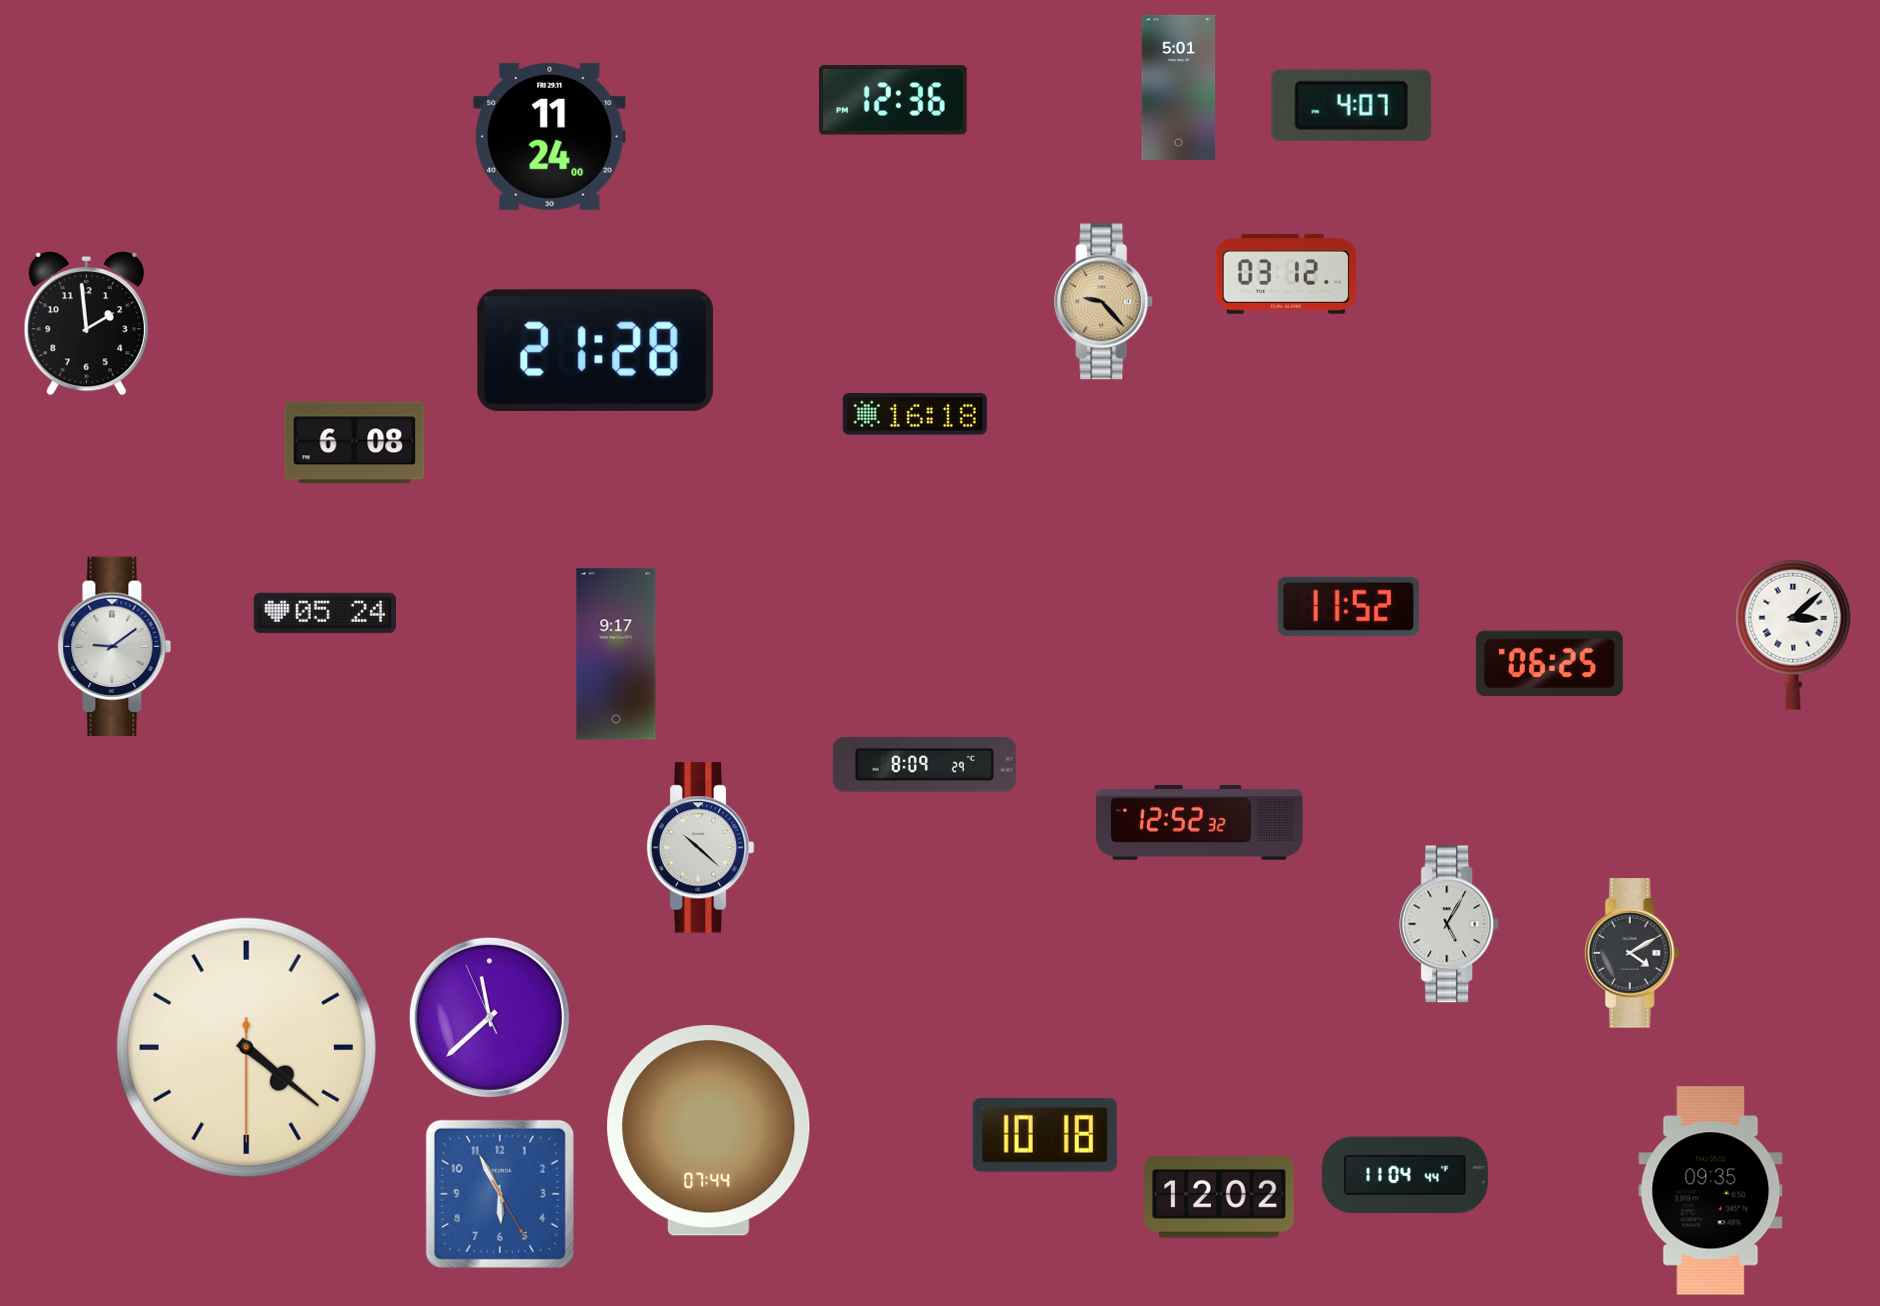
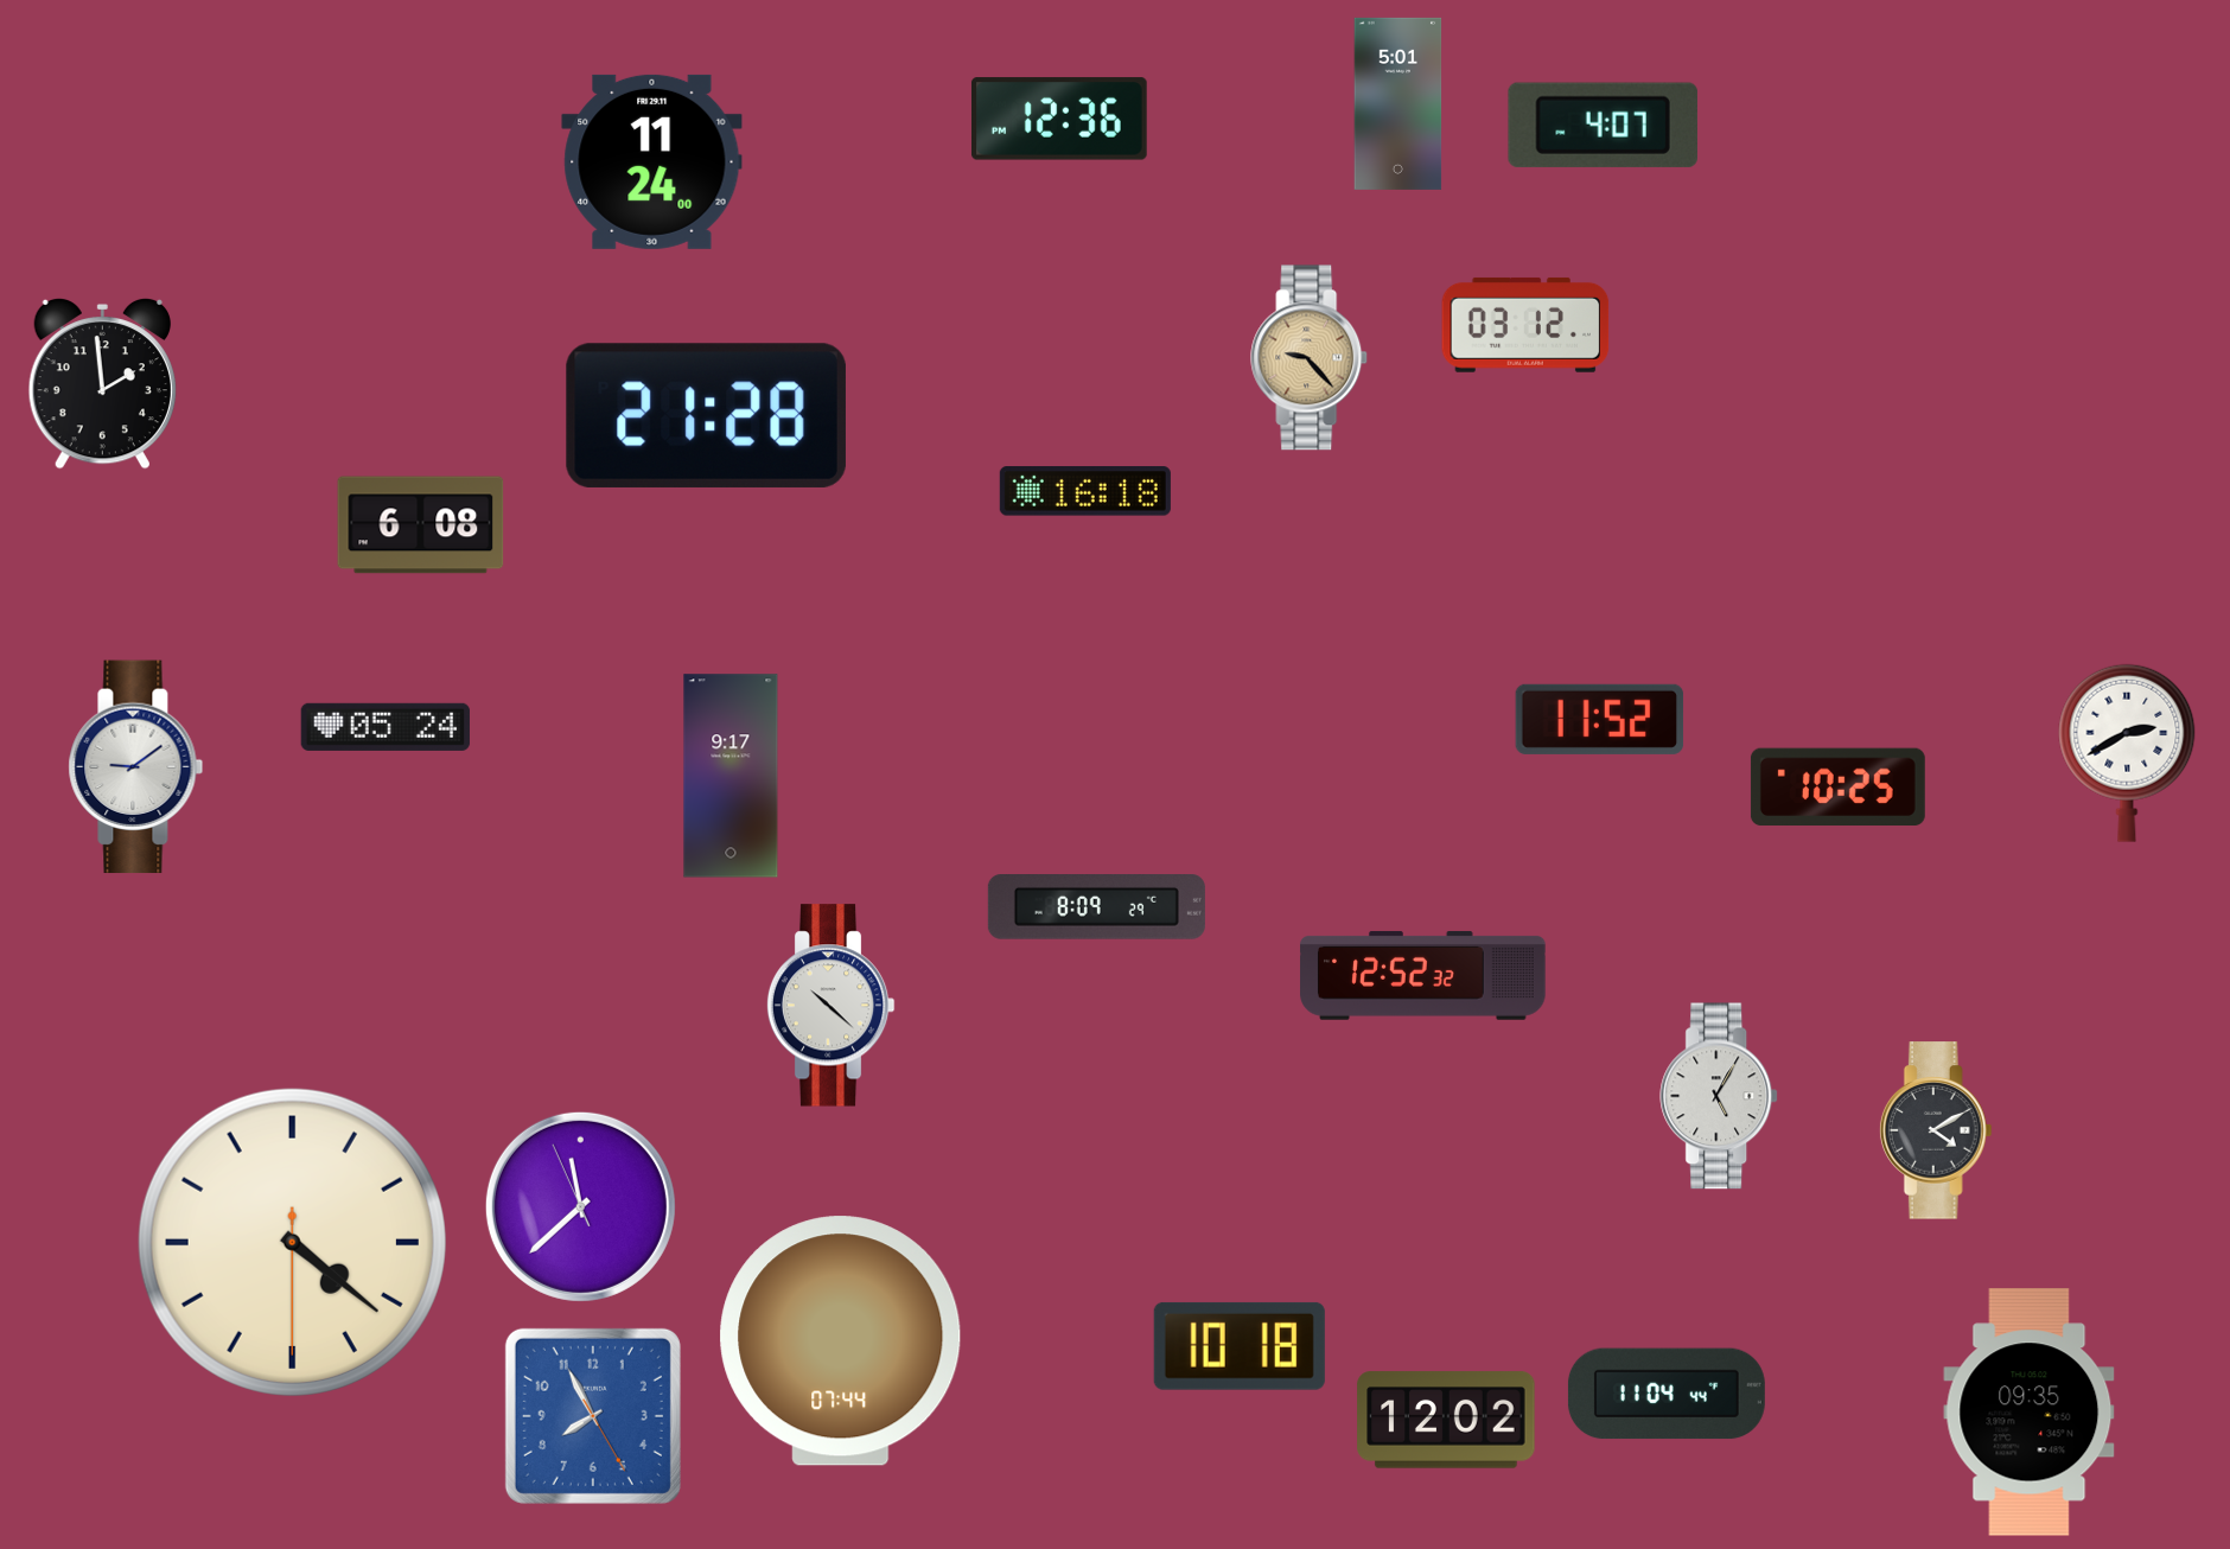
clock at (1793, 635): 3:08 -> 2:40
clock at (1549, 664): 06:25 -> 10:25
clock at (500, 1194): 5:55 -> 7:55
